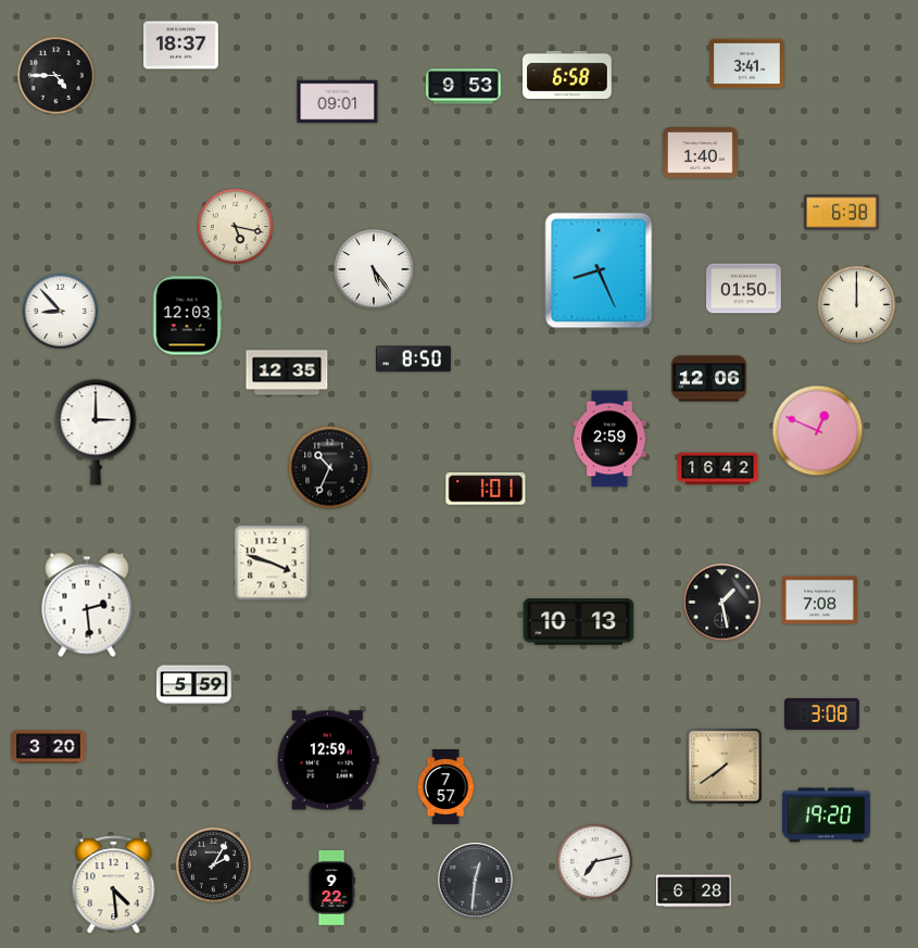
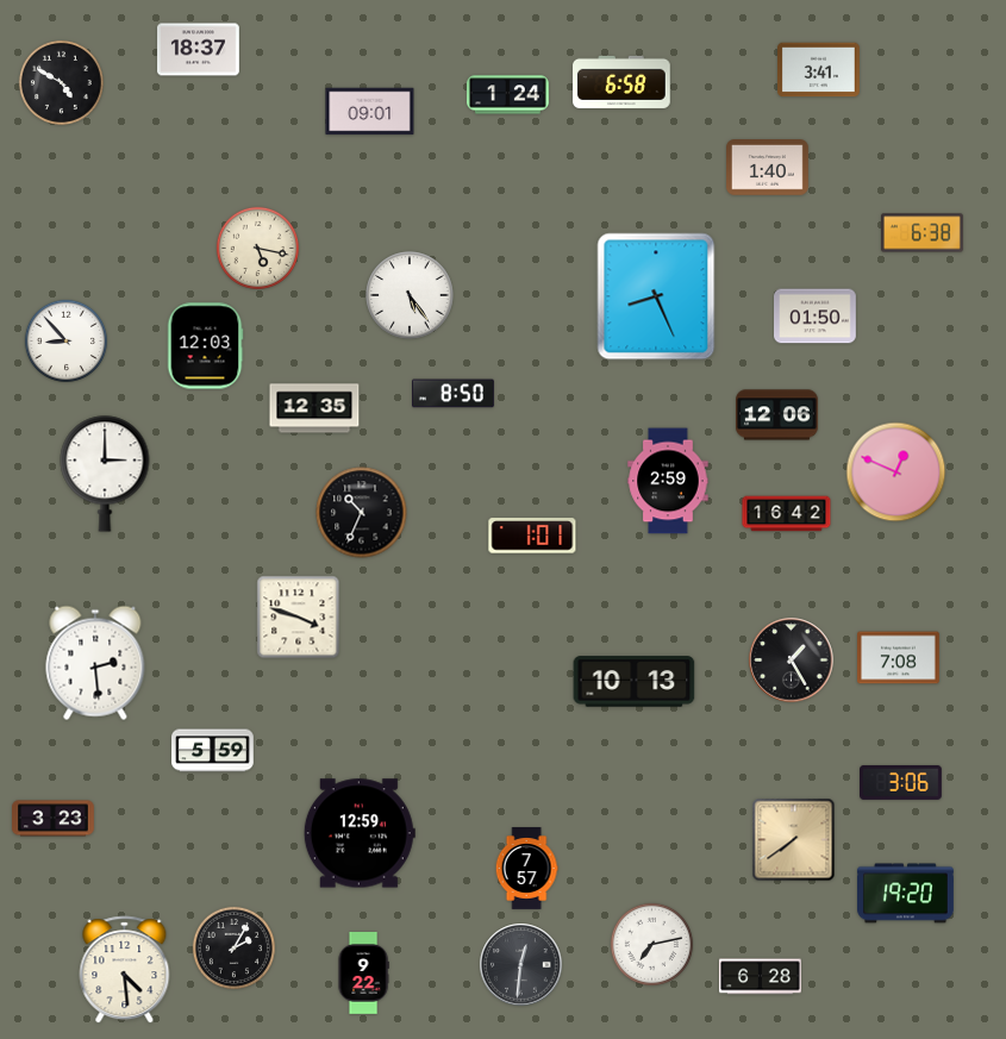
clock at (55, 75): 4:45 -> 4:50
clock at (464, 87): 9:53 -> 1:24
clock at (856, 304): 12:00 -> none
clock at (722, 603): 1:28 -> 1:25
clock at (822, 713): 3:08 -> 3:06
clock at (49, 747): 3:20 -> 3:23
clock at (445, 787) position: (445, 787) -> (526, 869)
